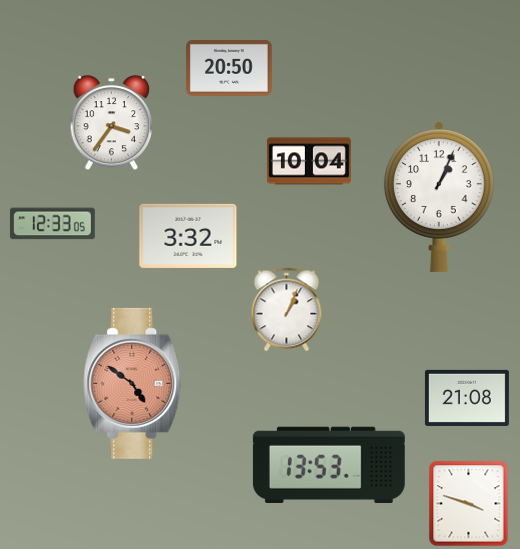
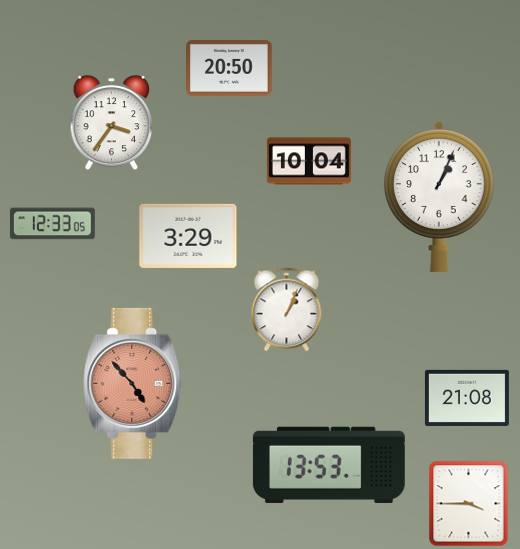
clock at (188, 236): 3:32 -> 3:29
clock at (133, 383): 4:51 -> 4:53
clock at (469, 504): 3:48 -> 3:45
